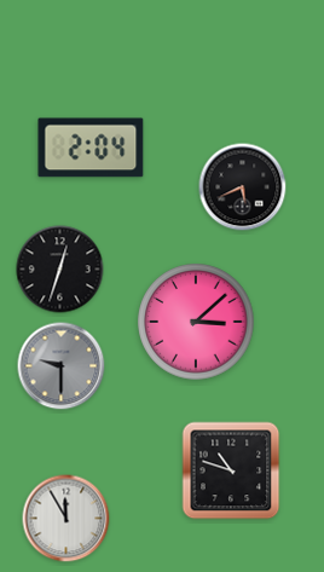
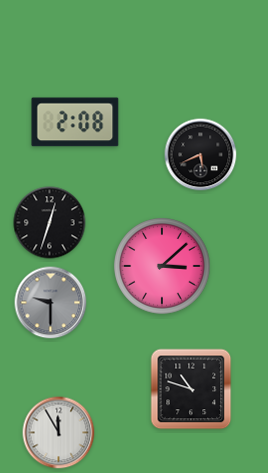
clock at (91, 148): 2:04 -> 2:08
clock at (66, 519) position: (66, 519) -> (59, 433)
